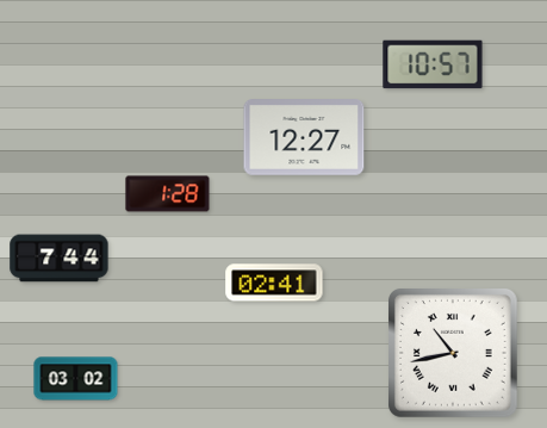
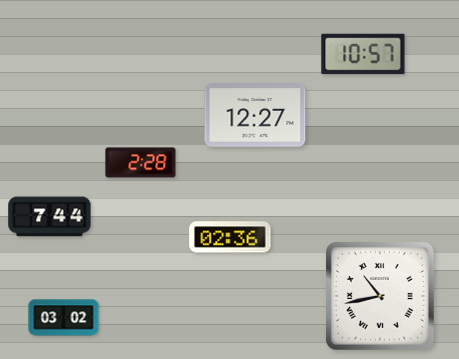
clock at (168, 194): 1:28 -> 2:28
clock at (274, 283): 02:41 -> 02:36
